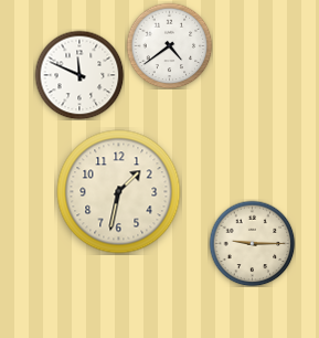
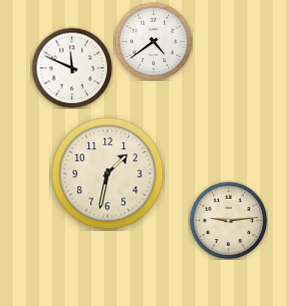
clock at (252, 243): 9:15 -> 9:14
